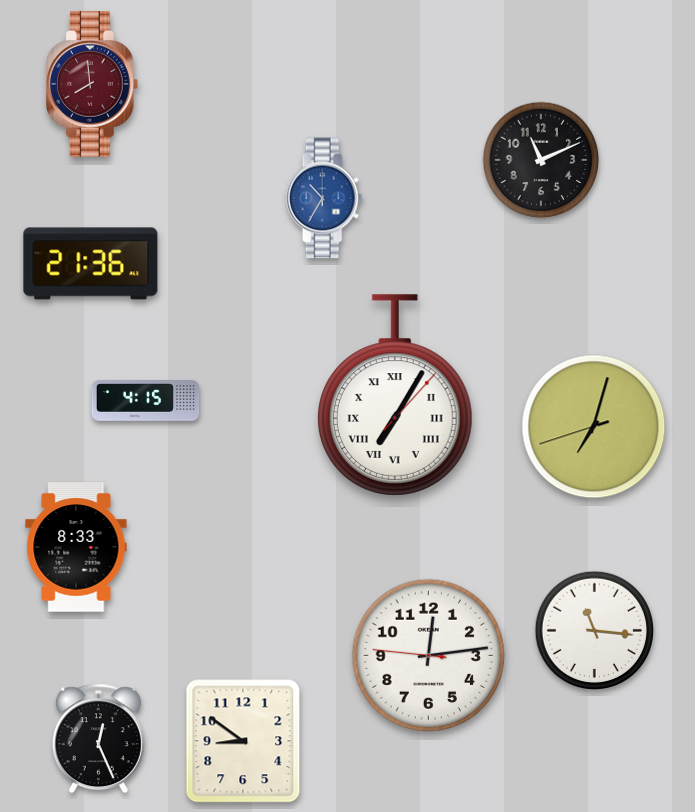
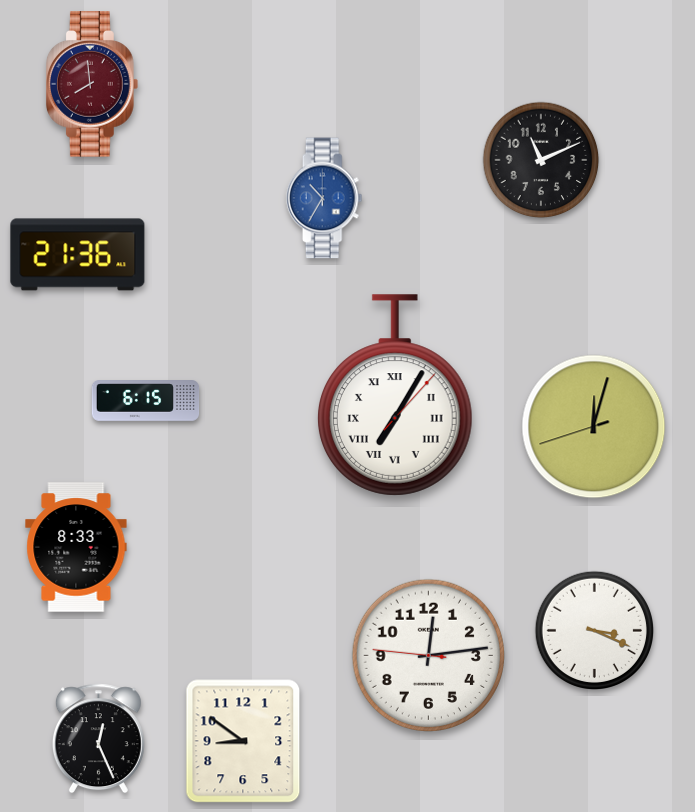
clock at (91, 264) position: (91, 264) -> (78, 255)
clock at (146, 401): 4:15 -> 6:15
clock at (594, 427): 7:02 -> 12:02
clock at (594, 630): 11:16 -> 3:19
